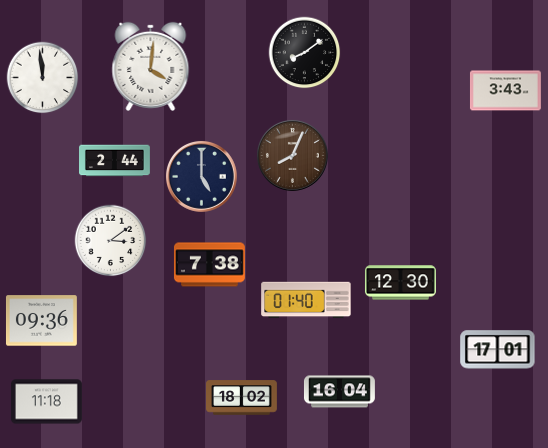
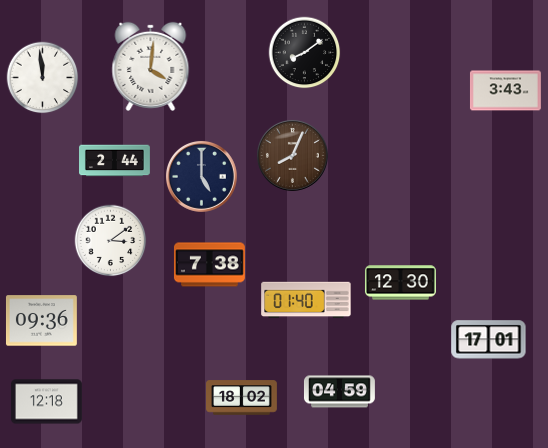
clock at (498, 350) position: (498, 350) -> (489, 340)
clock at (339, 392): 16:04 -> 04:59
clock at (46, 402): 11:18 -> 12:18
